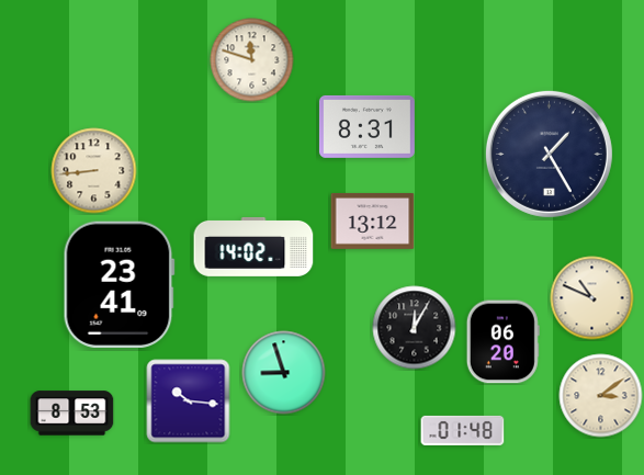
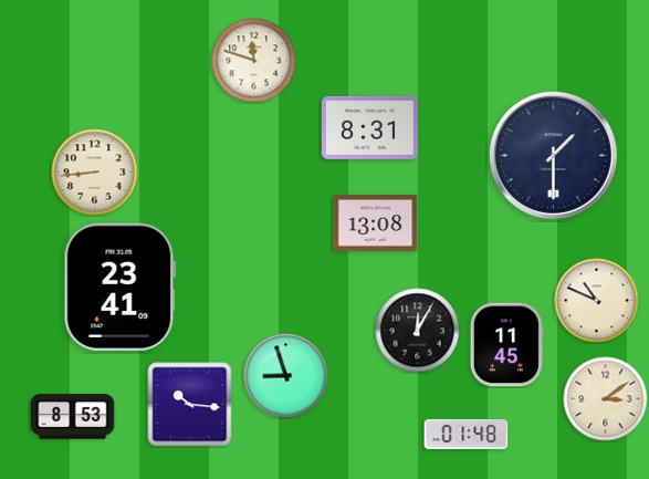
clock at (549, 154): 1:25 -> 1:30
clock at (373, 220): 13:12 -> 13:08
clock at (253, 247): 14:02 -> none
clock at (502, 342): 06:20 -> 11:45
